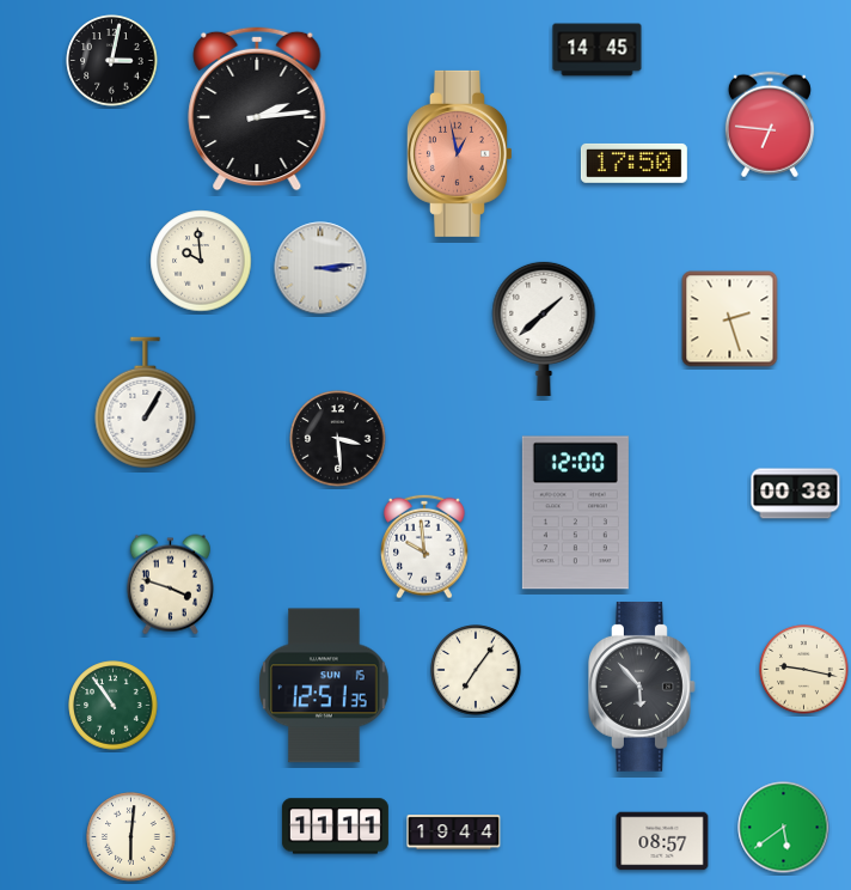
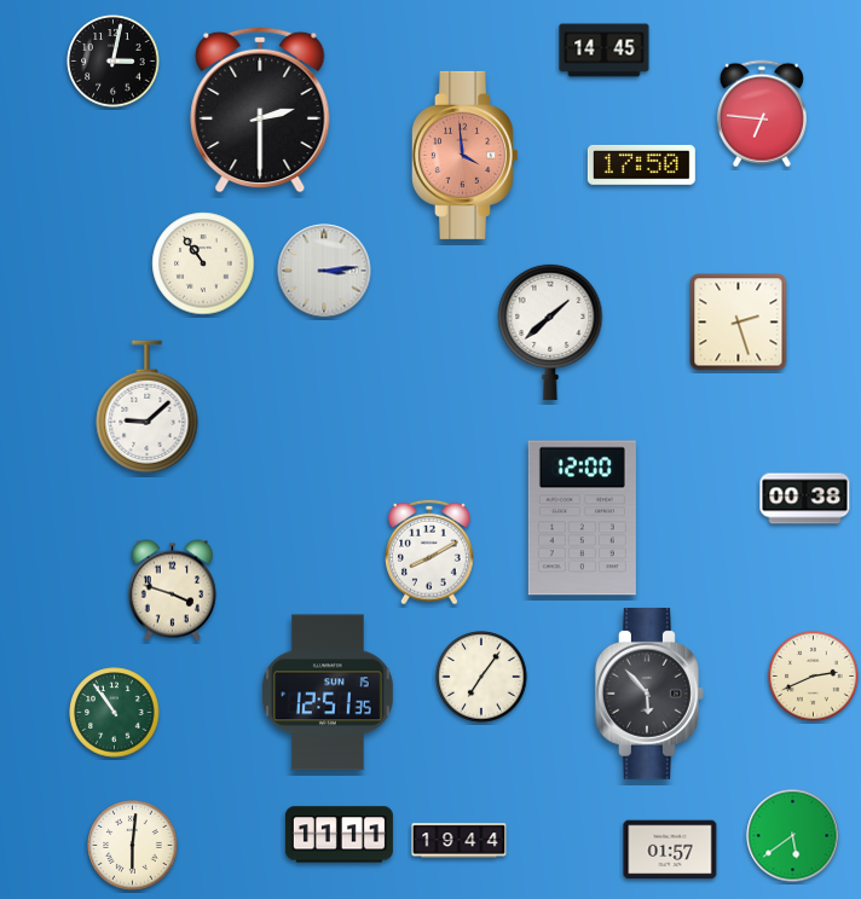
clock at (257, 109): 2:14 -> 2:30
clock at (770, 124) position: (770, 124) -> (762, 114)
clock at (459, 153): 12:58 -> 3:59
clock at (201, 261): 9:59 -> 10:54
clock at (146, 403): 1:05 -> 9:08
clock at (338, 439): 3:29 -> none
clock at (425, 547): 9:59 -> 8:10
clock at (804, 670): 9:17 -> 2:41
clock at (662, 841): 08:57 -> 01:57
